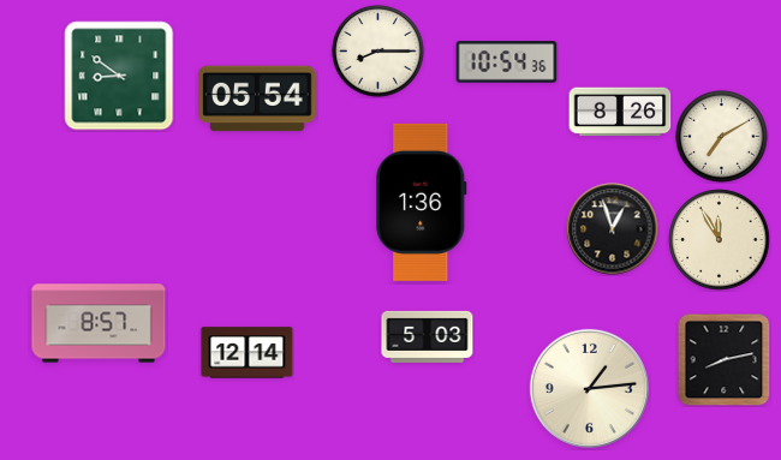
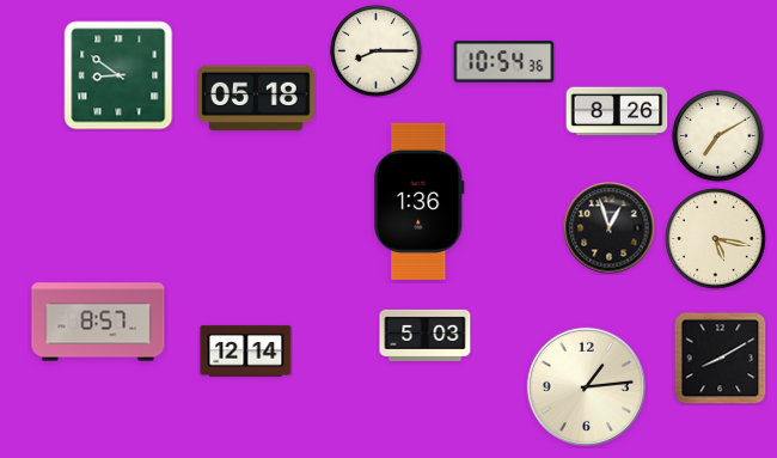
clock at (258, 98): 05:54 -> 05:18
clock at (720, 240): 11:55 -> 5:17
clock at (723, 359): 8:13 -> 8:10
